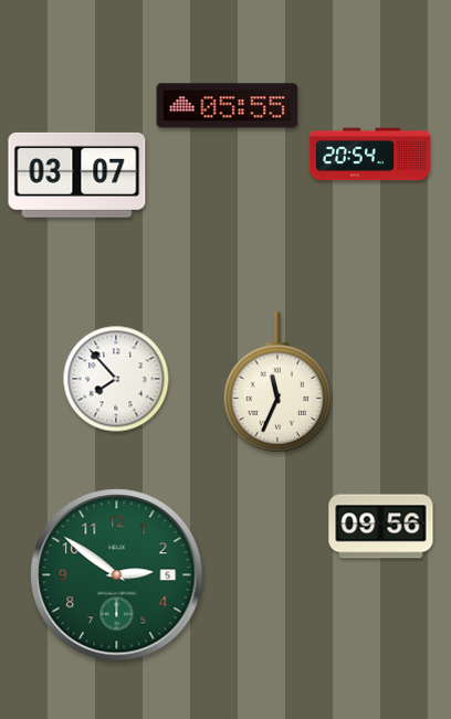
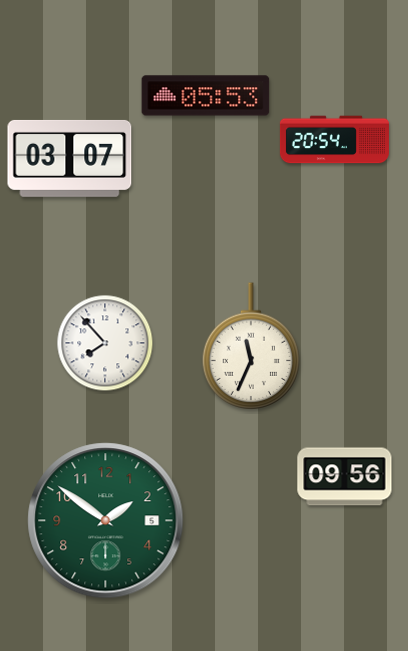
clock at (228, 106): 05:55 -> 05:53
clock at (117, 575): 2:51 -> 1:51
